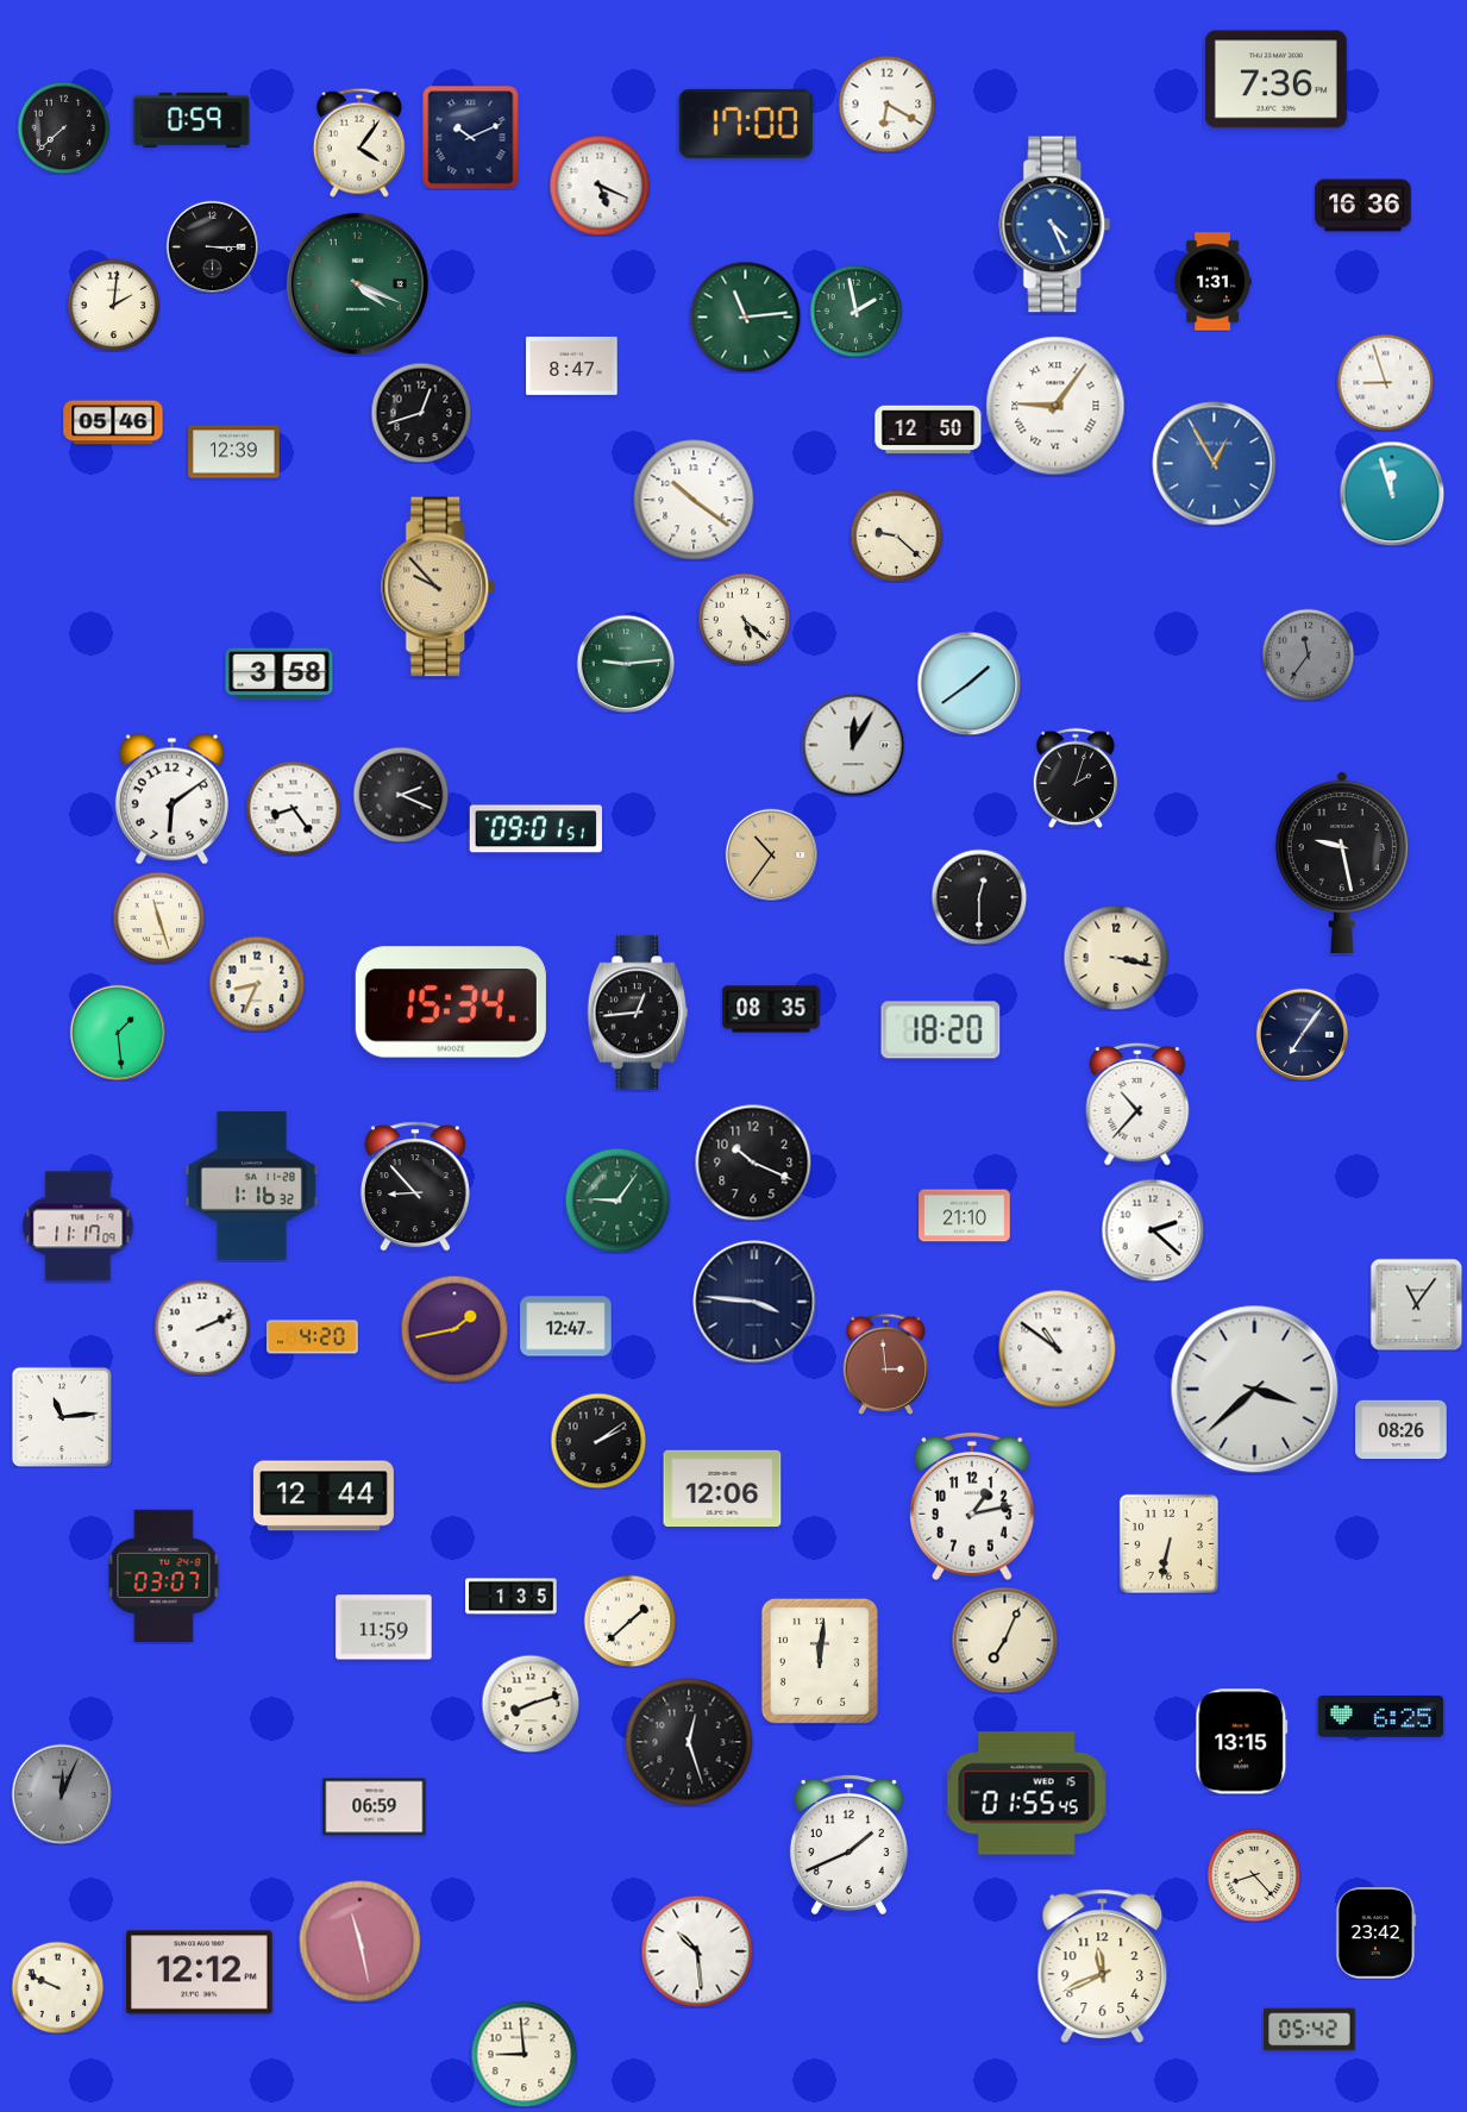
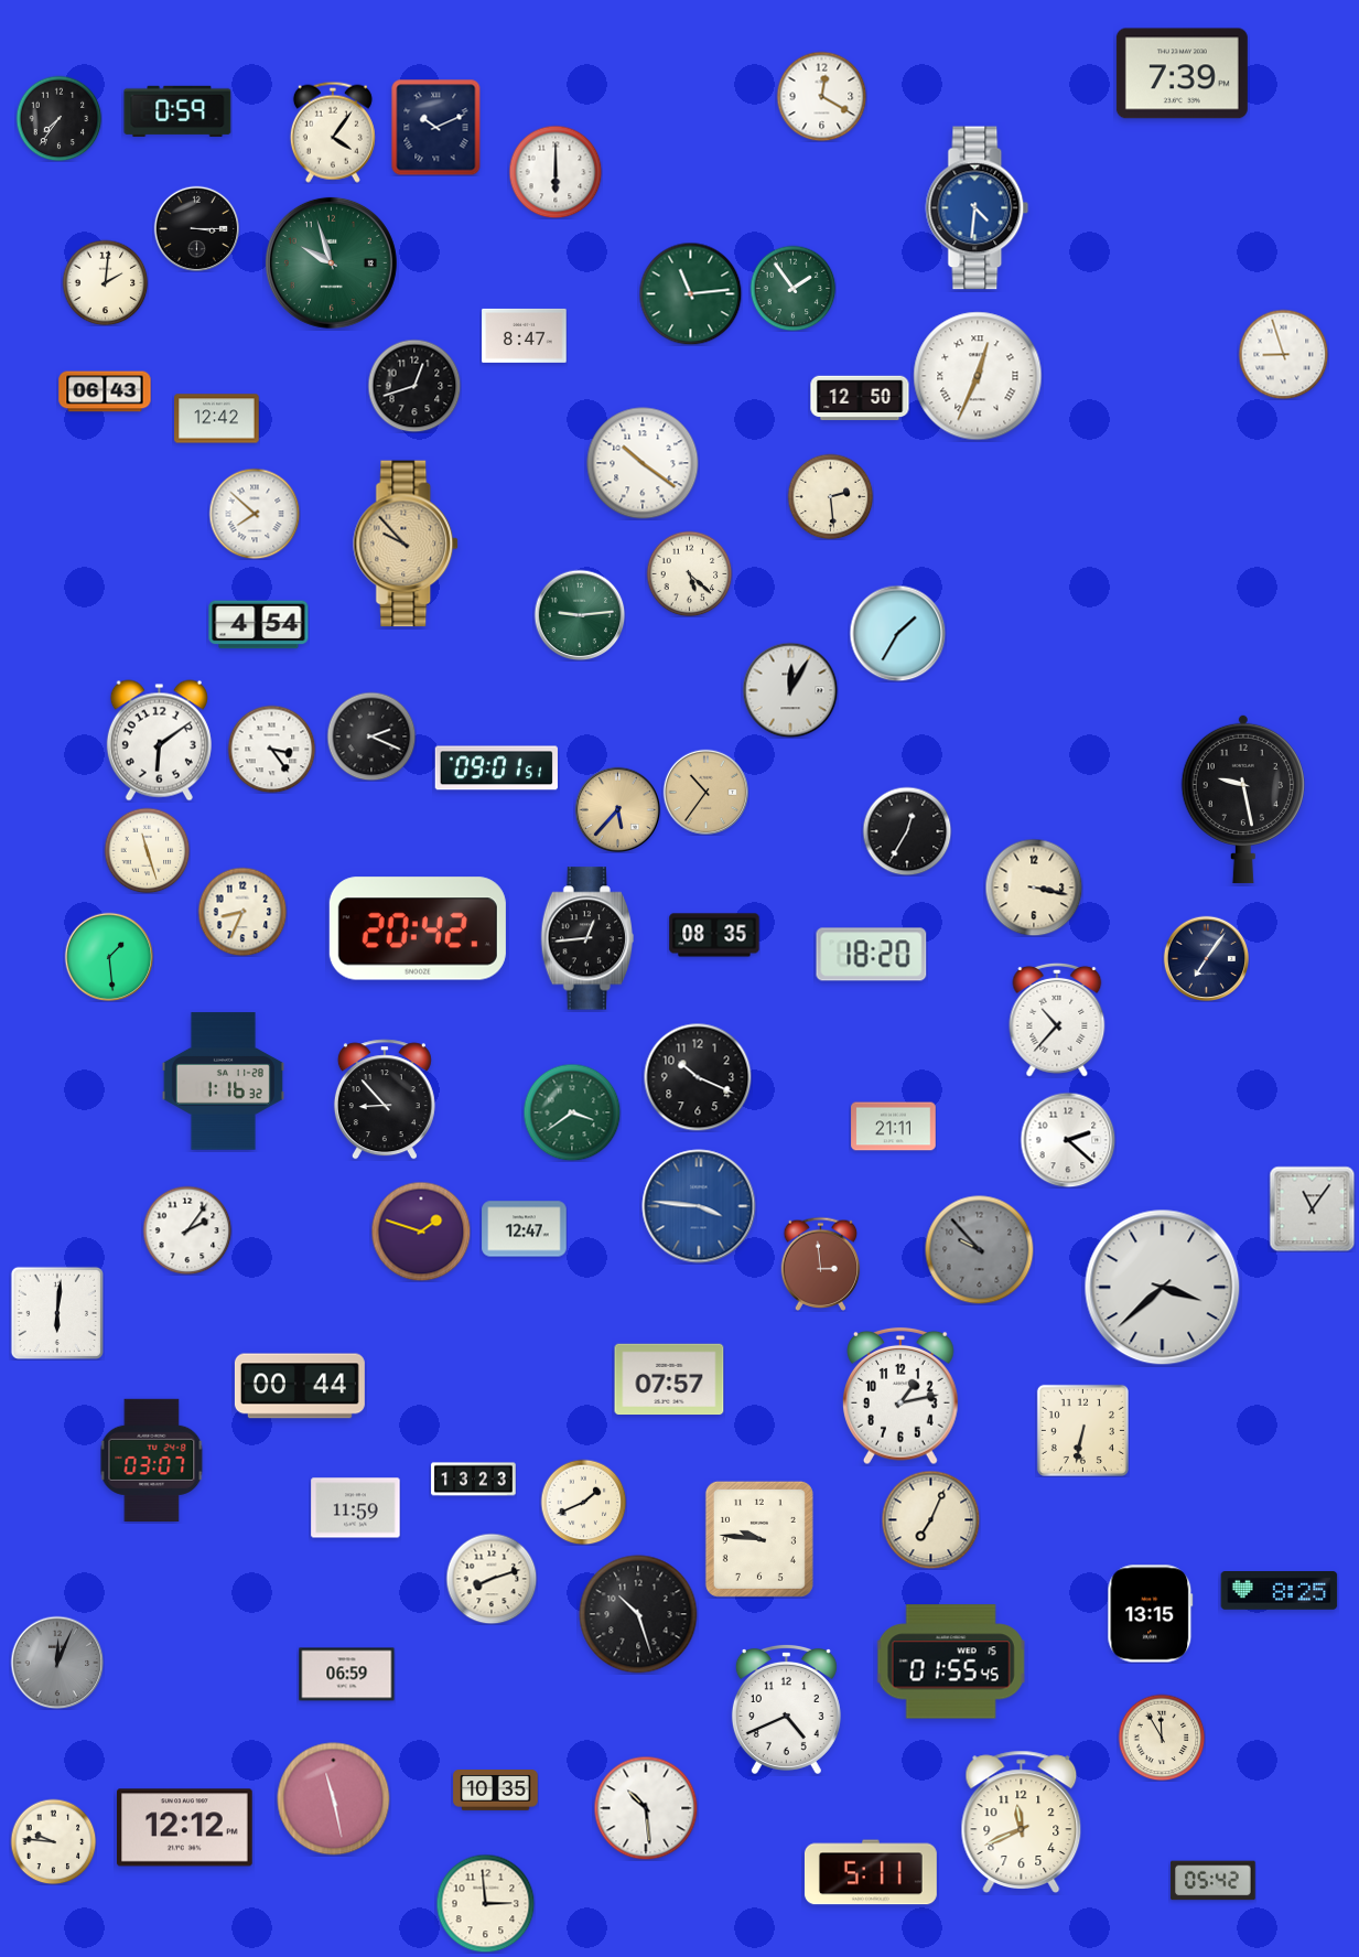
clock at (1275, 80): 7:36 -> 7:39
clock at (886, 104): 6:20 -> 12:20
clock at (746, 124): 17:00 -> none
clock at (63, 127): 7:38 -> 7:36
clock at (600, 186): 5:19 -> 6:00
clock at (1363, 206): 16:36 -> none
clock at (1055, 225): 4:26 -> 4:31
clock at (1212, 282): 1:31 -> none
clock at (357, 283): 4:19 -> 9:57
clock at (855, 311): 1:58 -> 1:54
clock at (572, 365) position: (572, 365) -> (525, 335)
clock at (1055, 406): 9:06 -> 12:34
clock at (421, 413) position: (421, 413) -> (414, 386)
clock at (113, 422): 05:46 -> 06:43
clock at (234, 452): 12:39 -> 12:42
clock at (1215, 464): 12:55 -> none
clock at (1392, 494): 11:57 -> none
clock at (896, 535): 9:22 -> 2:29
clock at (255, 514): none -> 7:52
clock at (1308, 654): 11:36 -> none
clock at (280, 675): 3:58 -> 4:54
clock at (968, 683): 1:39 -> 1:35
clock at (1076, 778): 2:03 -> none
clock at (293, 808): 8:24 -> 3:24
clock at (771, 854) position: (771, 854) -> (705, 792)
clock at (617, 809): none -> 5:37
clock at (979, 897): 12:30 -> 12:35
clock at (257, 984) position: (257, 984) -> (242, 912)
clock at (451, 1002): 15:34 -> 20:42
clock at (637, 1013) position: (637, 1013) -> (586, 938)
clock at (1137, 1104) position: (1137, 1104) -> (1057, 1020)
clock at (251, 1186) position: (251, 1186) -> (223, 1082)
clock at (617, 1201): 9:06 -> 3:39
clock at (965, 1216): 21:10 -> 21:11
clock at (79, 1227): 11:17 -> none
clock at (754, 1302) dial: navy -> blue
clock at (202, 1328): 2:11 -> 2:06
clock at (454, 1329): 1:43 -> 1:48
clock at (313, 1337): 4:20 -> none
clock at (1058, 1349): 10:51 -> 9:53
clock at (1058, 1349) dial: white -> grey
clock at (62, 1417): 11:14 -> 6:01
clock at (1402, 1430): 08:26 -> none
clock at (598, 1441): 2:09 -> none
clock at (722, 1489): 12:06 -> 07:57
clock at (324, 1496): 12:44 -> 00:44
clock at (512, 1597): 1:35 -> 13:23
clock at (629, 1621): 1:38 -> 1:41
clock at (820, 1661): 12:01 -> 9:46
clock at (1381, 1717): 6:25 -> 8:25
clock at (689, 1742): 12:27 -> 10:27
clock at (848, 1844): 1:41 -> 4:41
clock at (1254, 1875): 8:23 -> 11:55
clock at (496, 1791): none -> 10:35
clock at (1377, 1934): 23:42 -> none
clock at (57, 1987): 9:49 -> 9:46
clock at (871, 1872): none -> 5:11
clock at (524, 2054): 8:59 -> 2:59
